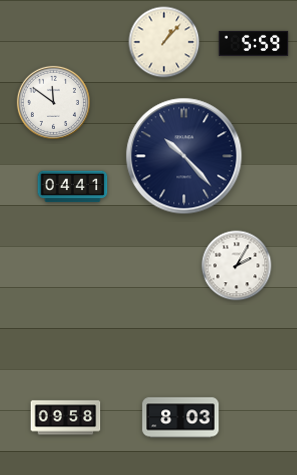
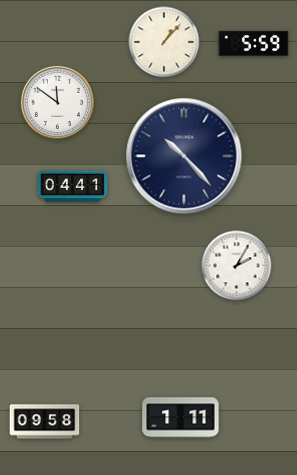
clock at (53, 102) position: (53, 102) -> (57, 102)
clock at (66, 418) position: (66, 418) -> (45, 422)
clock at (181, 418): 8:03 -> 1:11
